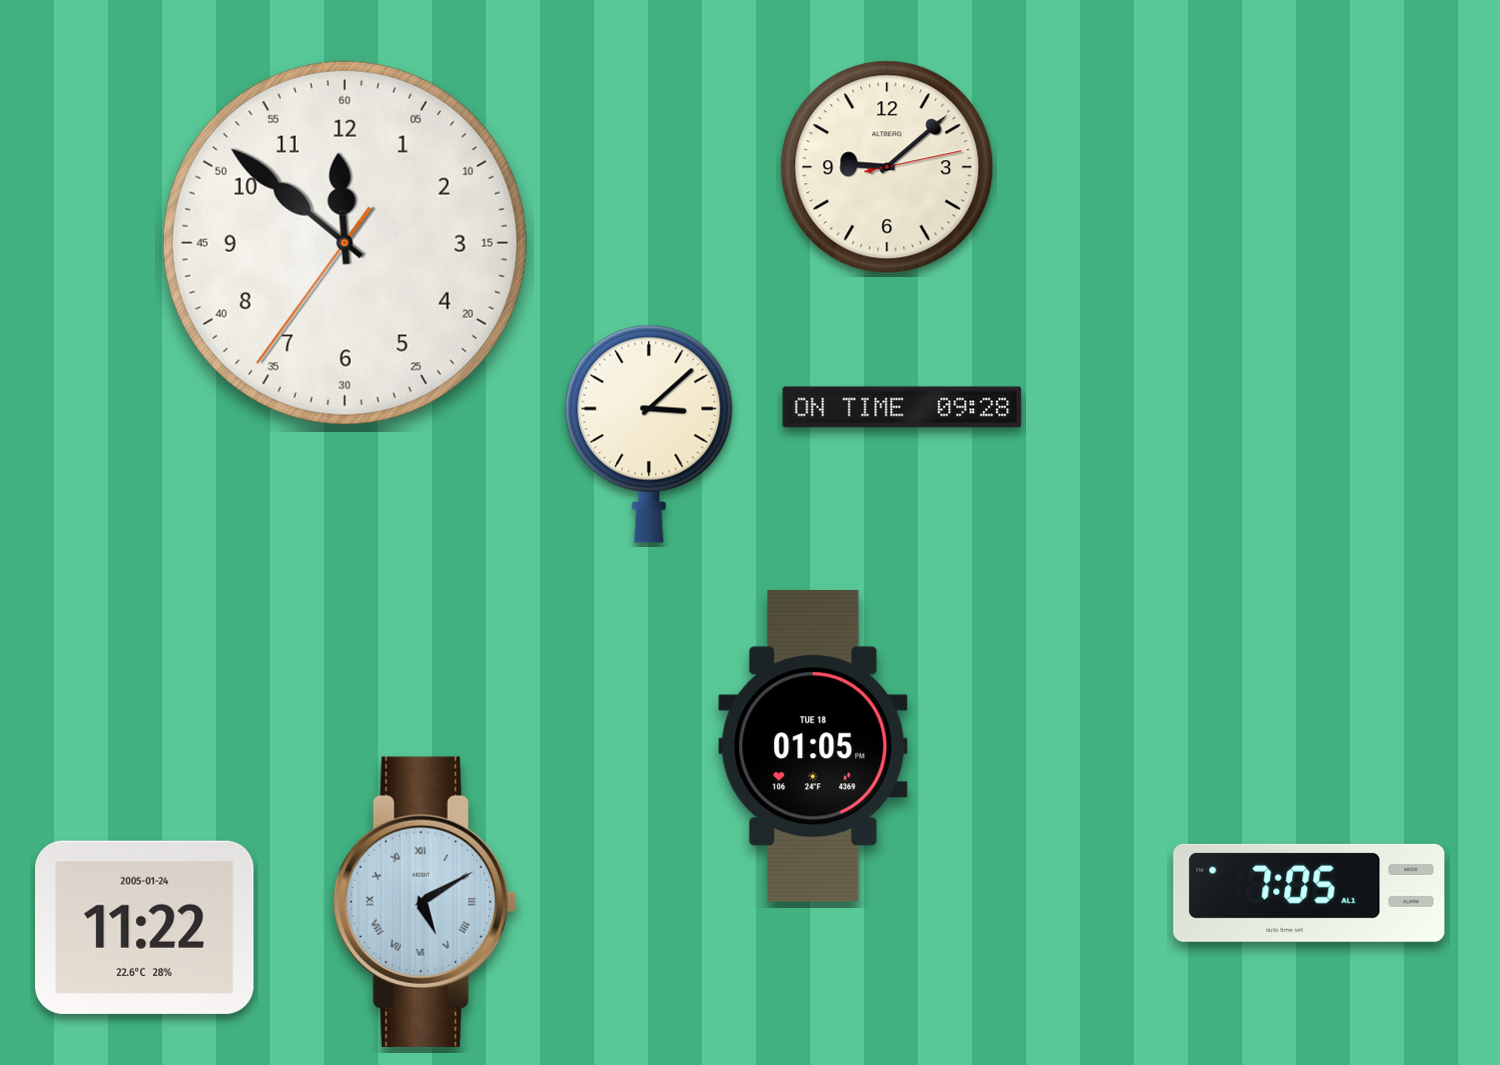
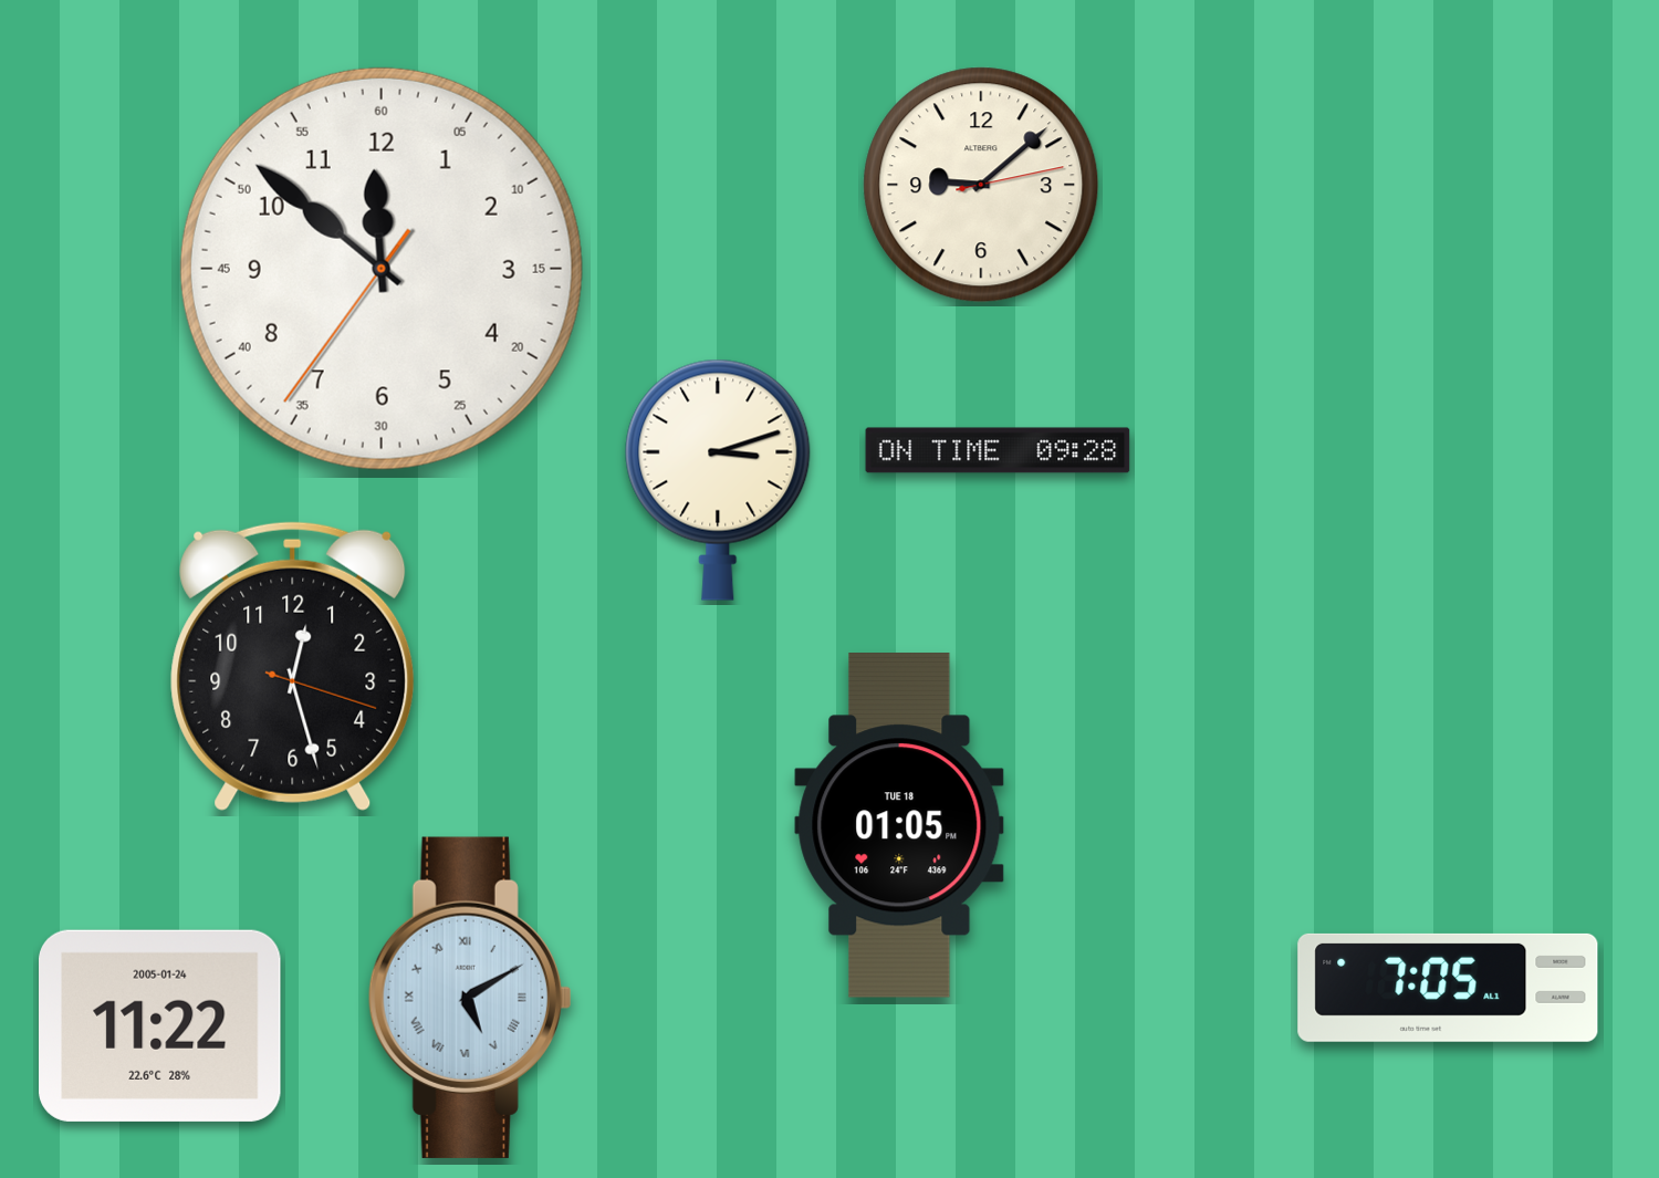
clock at (649, 434): 3:08 -> 3:12
clock at (293, 666): none -> 12:27
